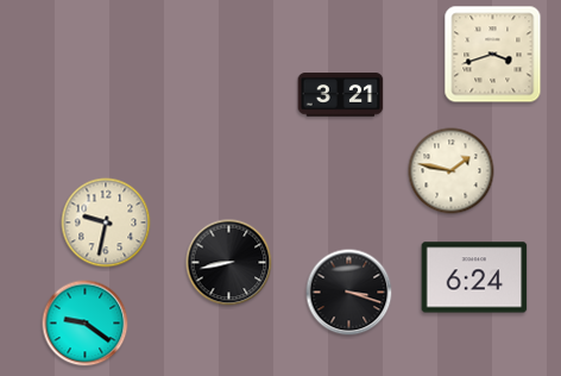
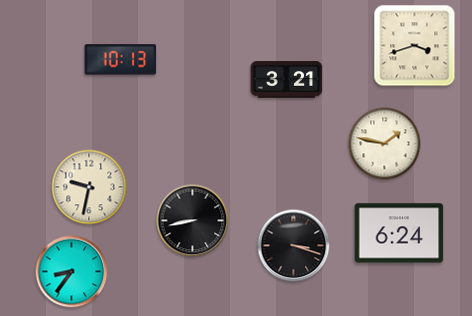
clock at (121, 60): none -> 10:13
clock at (452, 171) position: (452, 171) -> (385, 144)
clock at (86, 324): 9:21 -> 8:36
